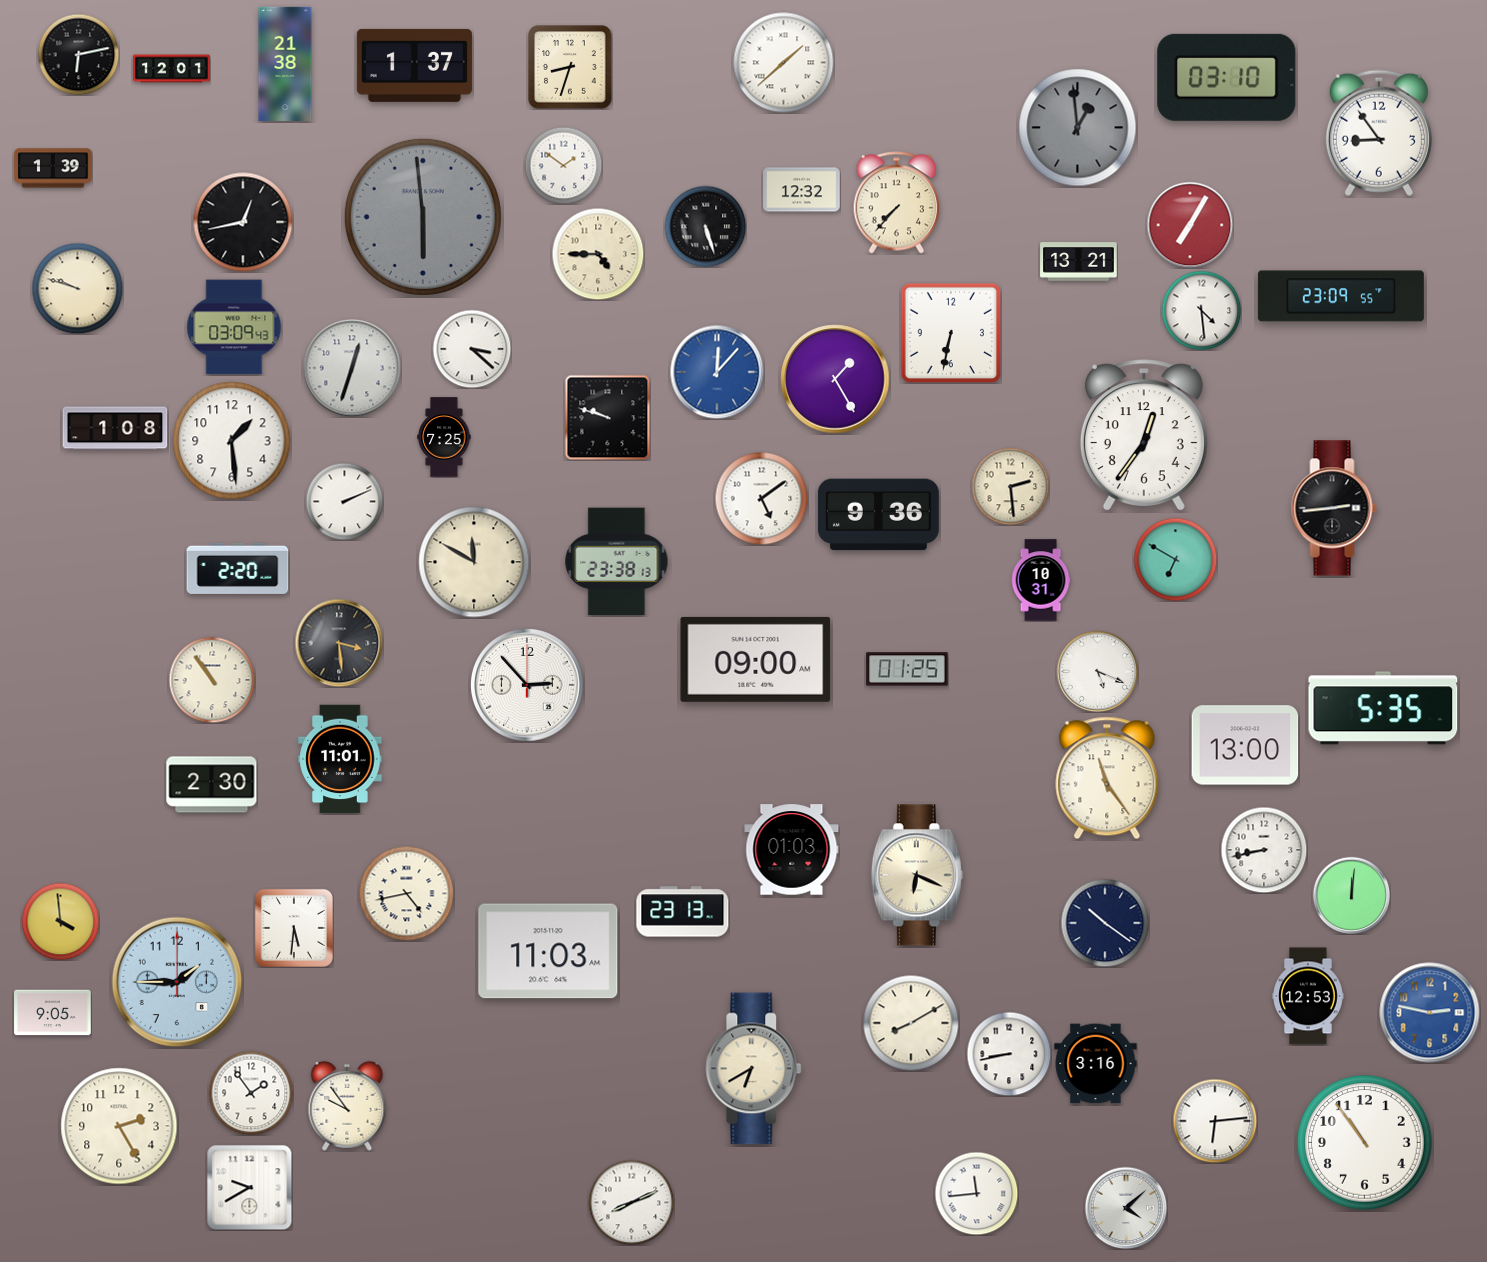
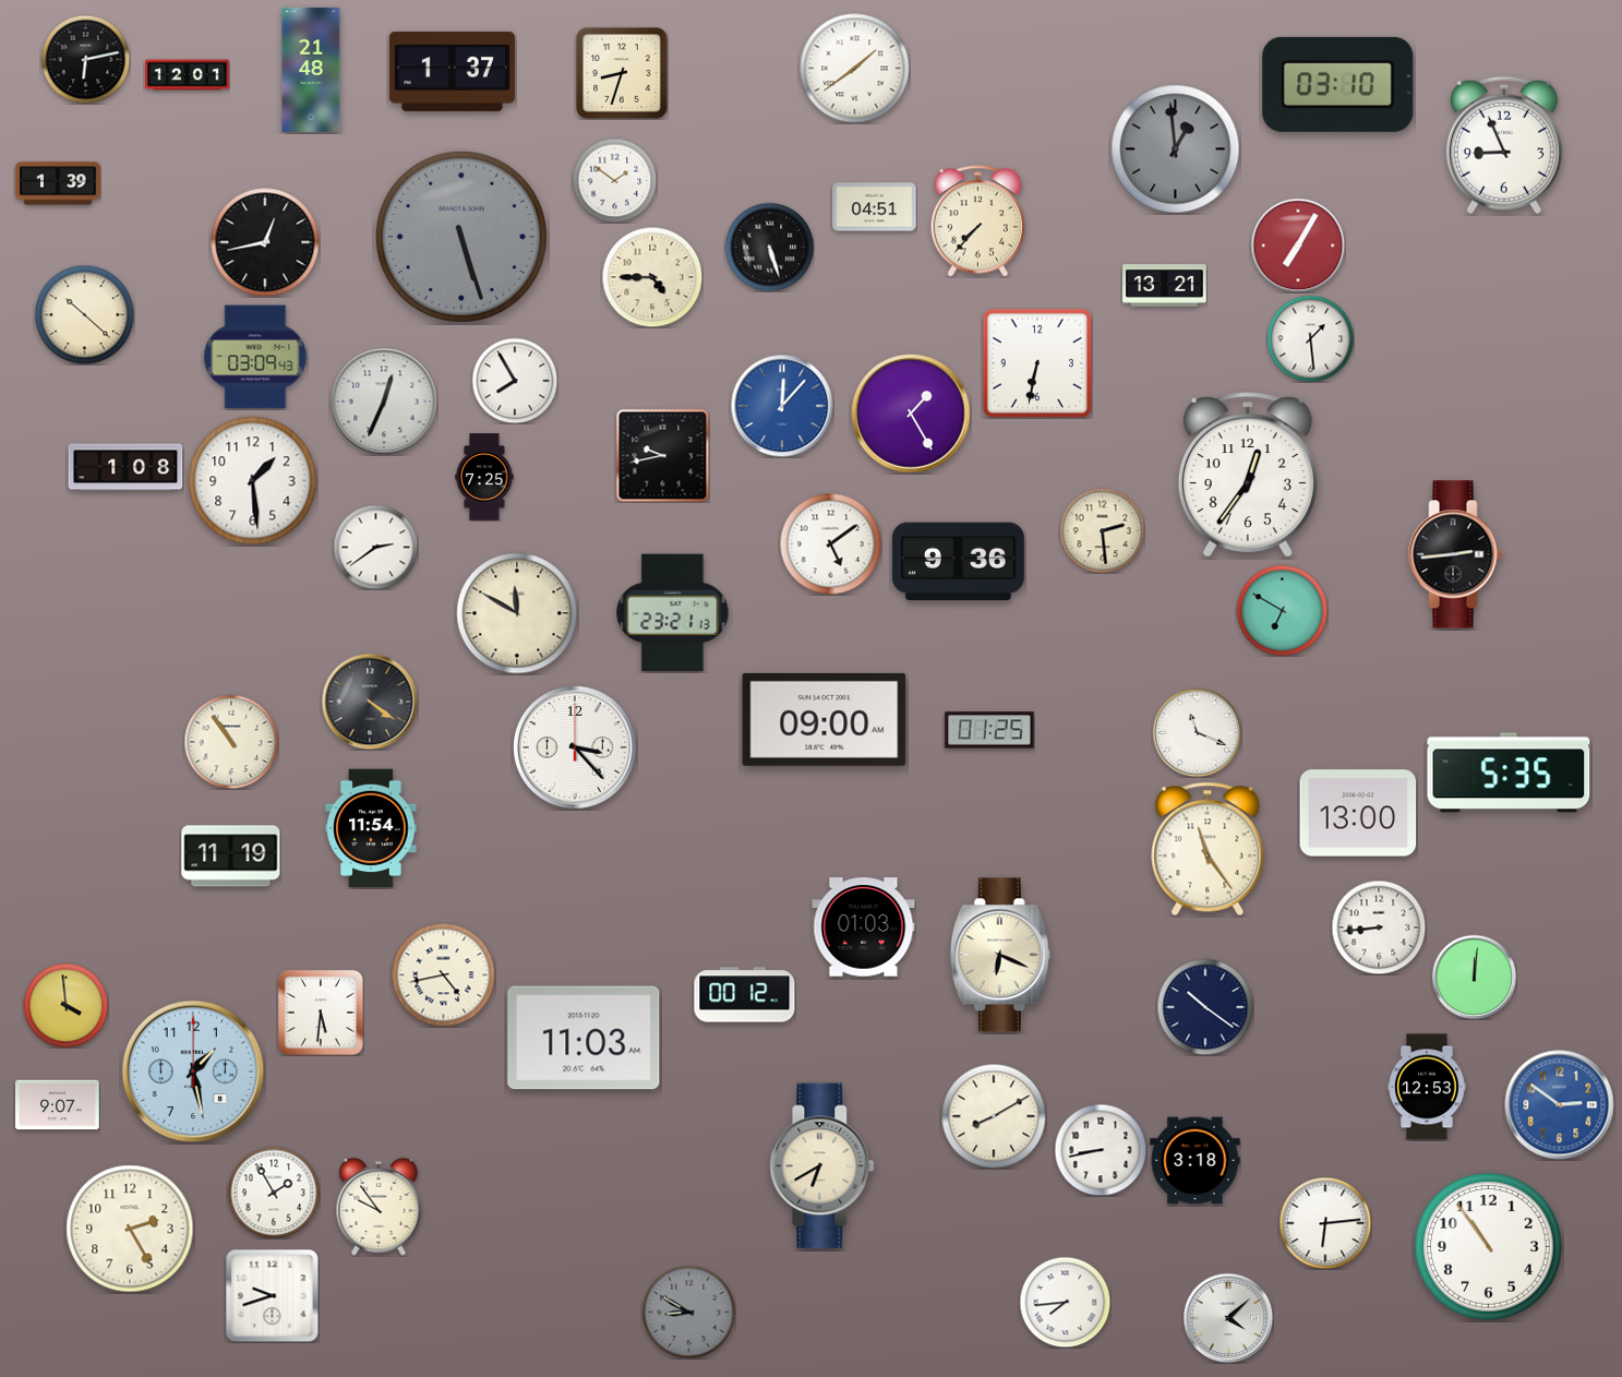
clock at (784, 63): 1:38 -> 1:39
clock at (285, 64): 21:38 -> 21:48
clock at (1078, 128) position: (1078, 128) -> (1176, 149)
clock at (1379, 133): 8:54 -> 8:56
clock at (802, 190): 12:32 -> 04:51
clock at (423, 217): 5:59 -> 5:27
clock at (1079, 262) position: (1079, 262) -> (1165, 286)
clock at (77, 288): 9:48 -> 10:22
clock at (1341, 296): 23:09 -> none
clock at (1201, 310): 4:29 -> 1:29
clock at (472, 349): 3:22 -> 7:55
clock at (352, 368): 12:33 -> 12:34
clock at (607, 417): 9:48 -> 9:43
clock at (344, 501): 2:11 -> 2:39
clock at (617, 562): 23:38 -> 23:21
clock at (238, 568): 2:20 -> none
clock at (1041, 580): 10:31 -> none
clock at (339, 643): 3:29 -> 4:21
clock at (1097, 671): 5:19 -> 11:19
clock at (528, 686): 2:53 -> 3:23
clock at (340, 759): 11:01 -> 11:54
clock at (212, 785): 2:30 -> 11:19
clock at (1264, 850): 8:43 -> 8:44
clock at (683, 912): 23:13 -> 00:12
clock at (548, 951) position: (548, 951) -> (584, 1038)
clock at (177, 982): 1:45 -> 1:28
clock at (53, 1013): 9:05 -> 9:07
clock at (1430, 1013): 2:47 -> 2:51
clock at (1096, 1064): 3:16 -> 3:18
clock at (251, 1093): 1:54 -> 1:55
clock at (249, 1187): 9:40 -> 9:42
clock at (976, 1193): 11:44 -> 7:44
clock at (631, 1202): 8:11 -> 8:50
clock at (631, 1202) dial: white -> grey
